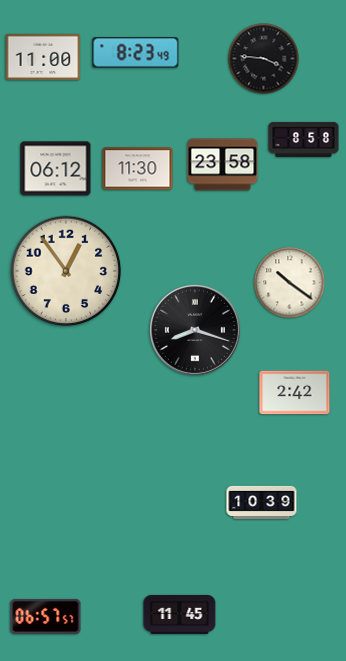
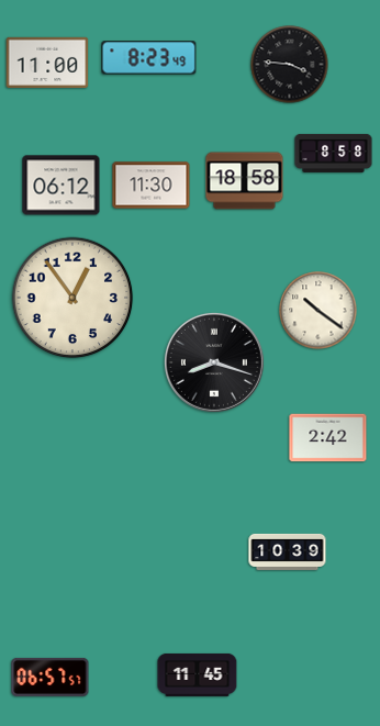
clock at (223, 165): 23:58 -> 18:58
clock at (295, 393) position: (295, 393) -> (328, 438)
